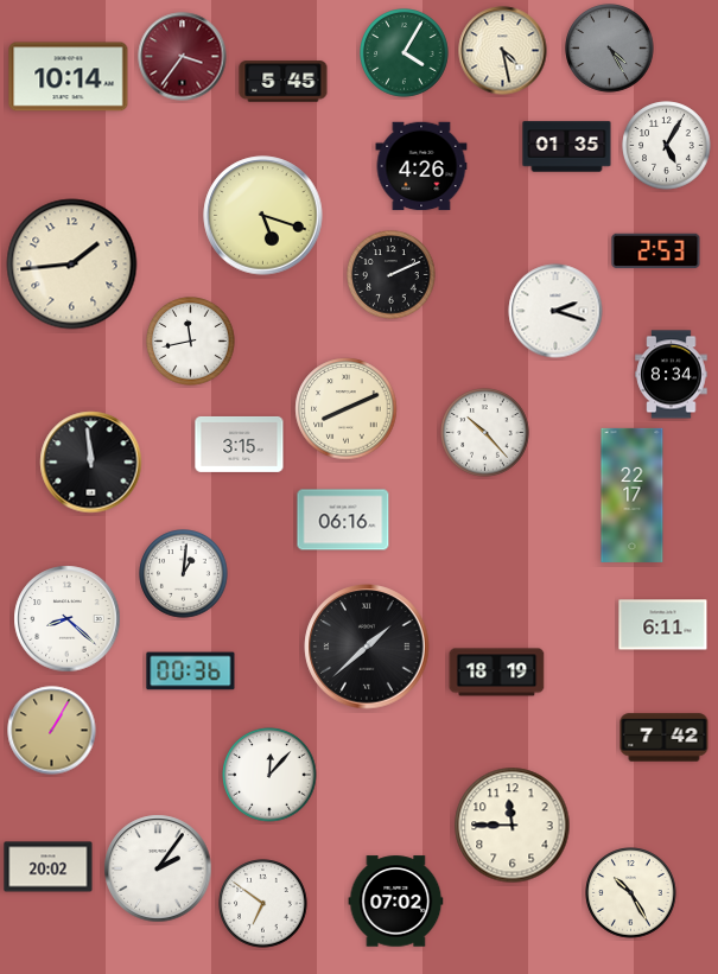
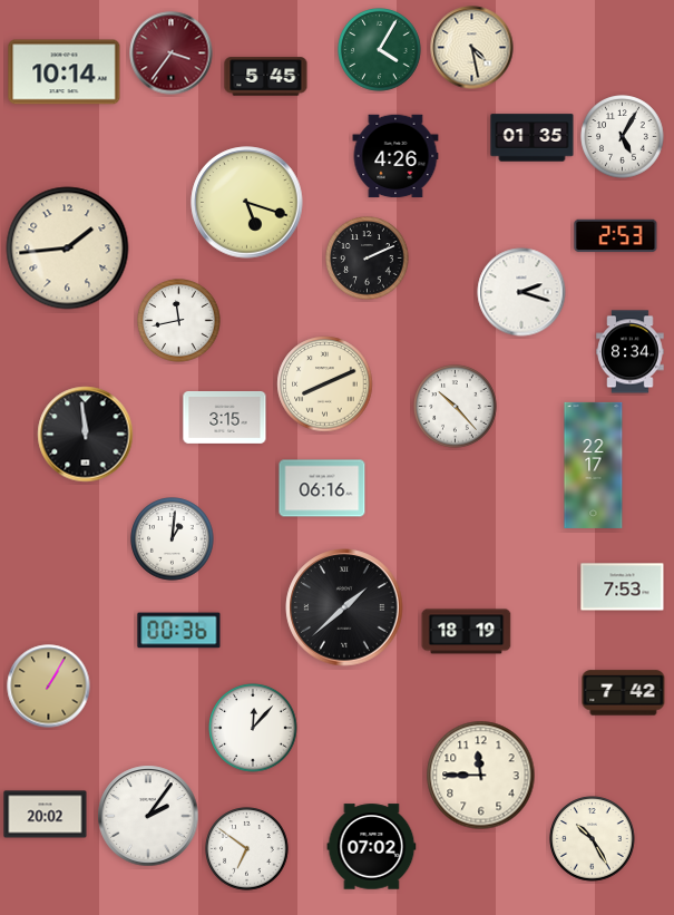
clock at (610, 49): 4:25 -> none
clock at (667, 146) position: (667, 146) -> (623, 137)
clock at (68, 619): 8:22 -> none
clock at (663, 625): 6:11 -> 7:53
